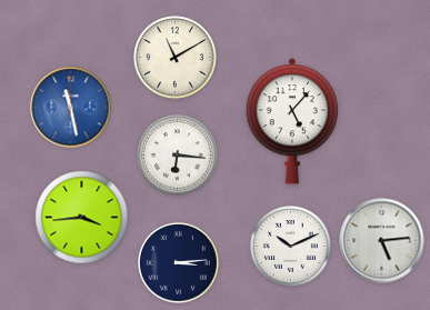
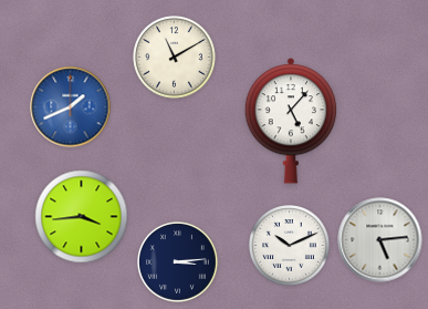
clock at (71, 108): 11:28 -> 1:41
clock at (178, 156): 6:16 -> none
